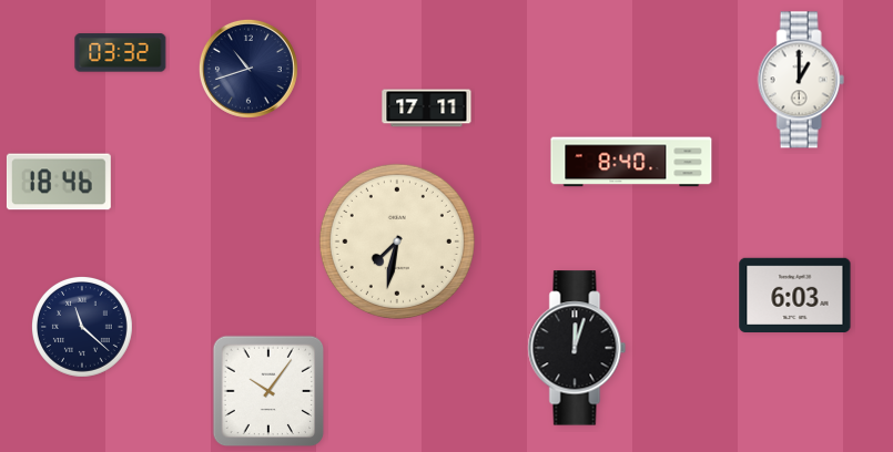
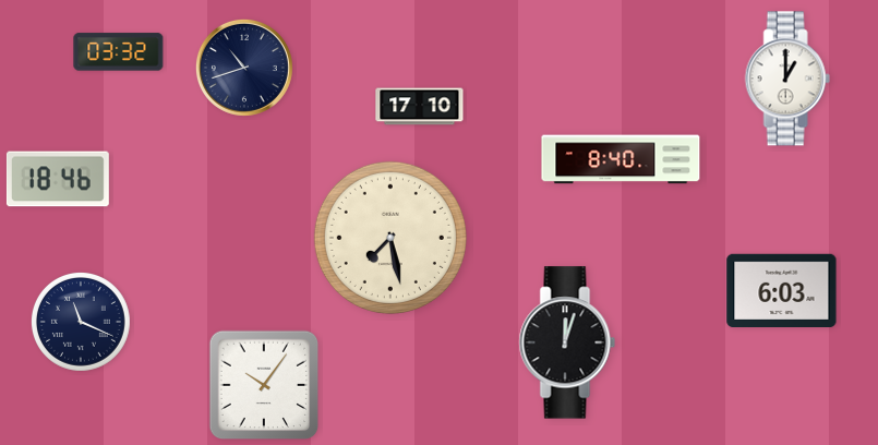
clock at (427, 109): 17:11 -> 17:10
clock at (397, 242): 7:32 -> 7:28
clock at (82, 327): 11:22 -> 11:19
